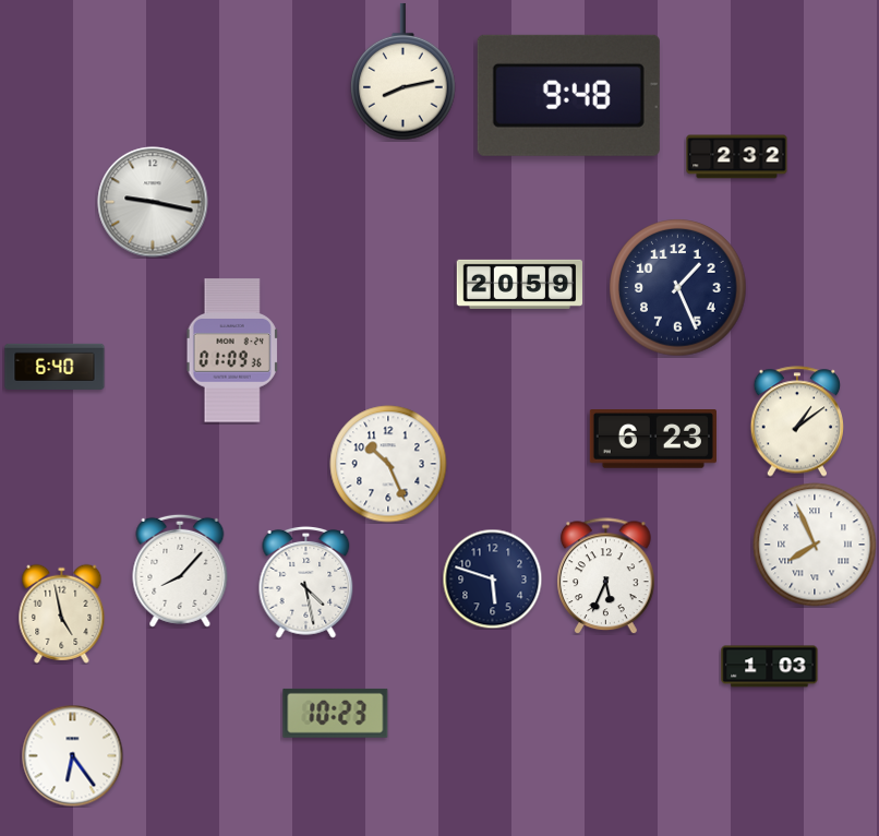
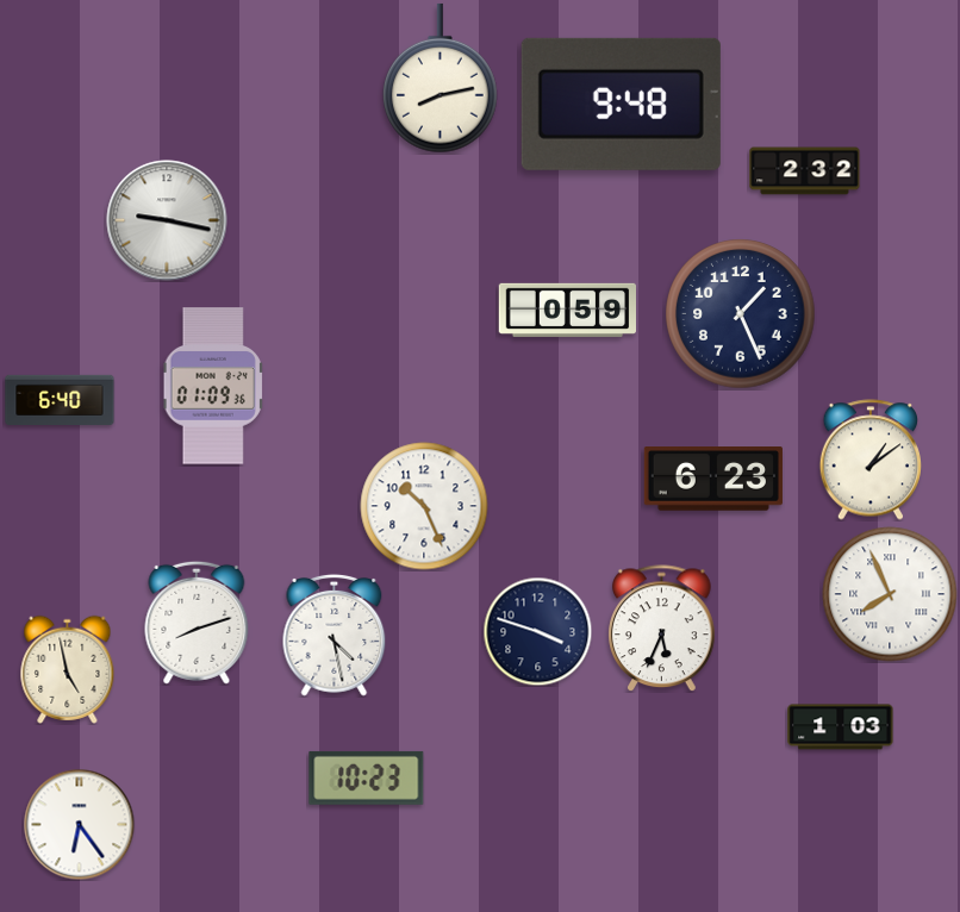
clock at (520, 284): 20:59 -> 0:59
clock at (232, 350) position: (232, 350) -> (213, 386)
clock at (180, 571): 8:07 -> 8:12
clock at (492, 578): 5:48 -> 3:48
